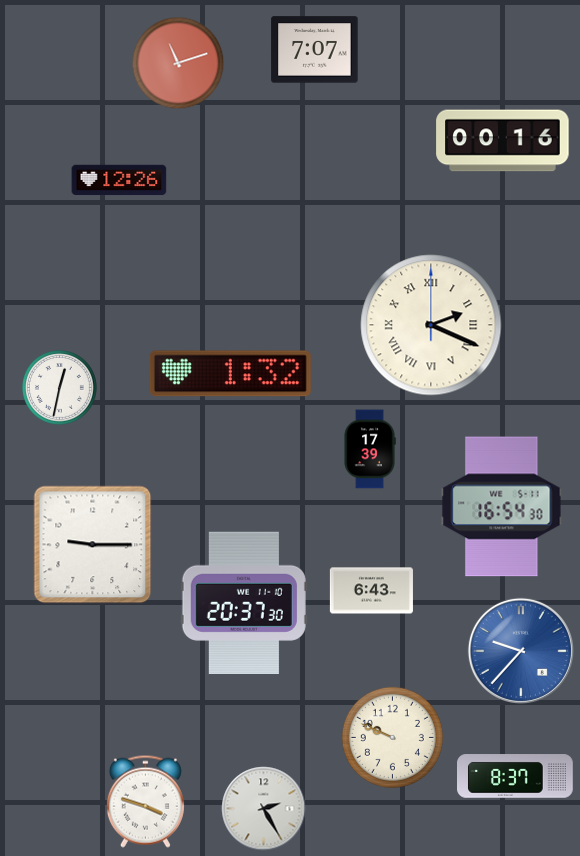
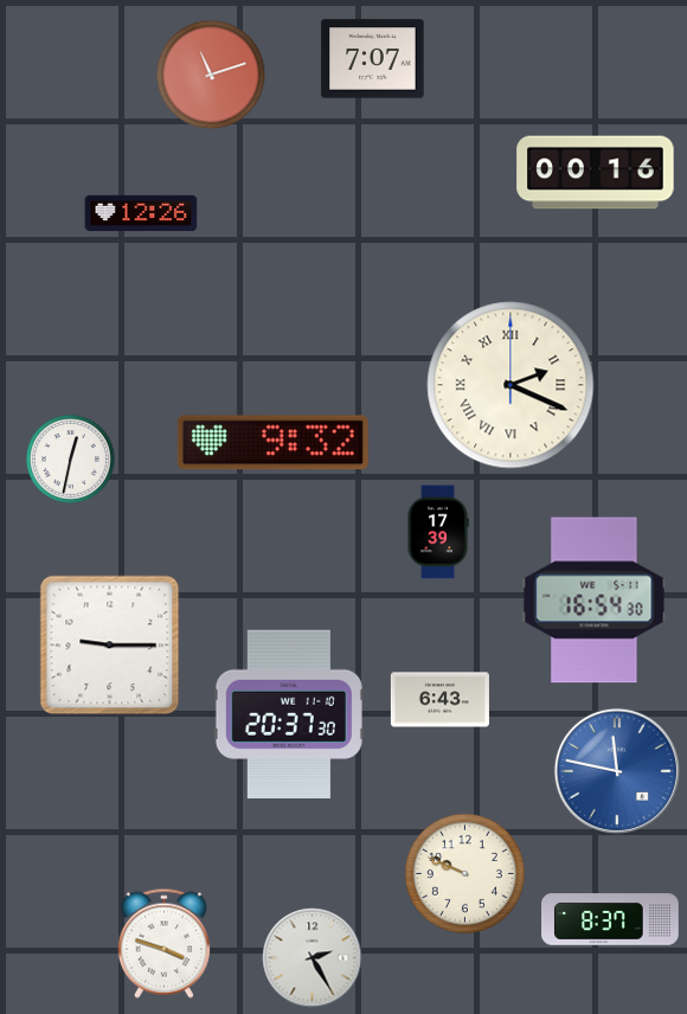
clock at (503, 141) position: (503, 141) -> (596, 173)
clock at (230, 374): 1:32 -> 9:32
clock at (521, 651): 9:37 -> 11:47
clock at (145, 801) position: (145, 801) -> (163, 943)
